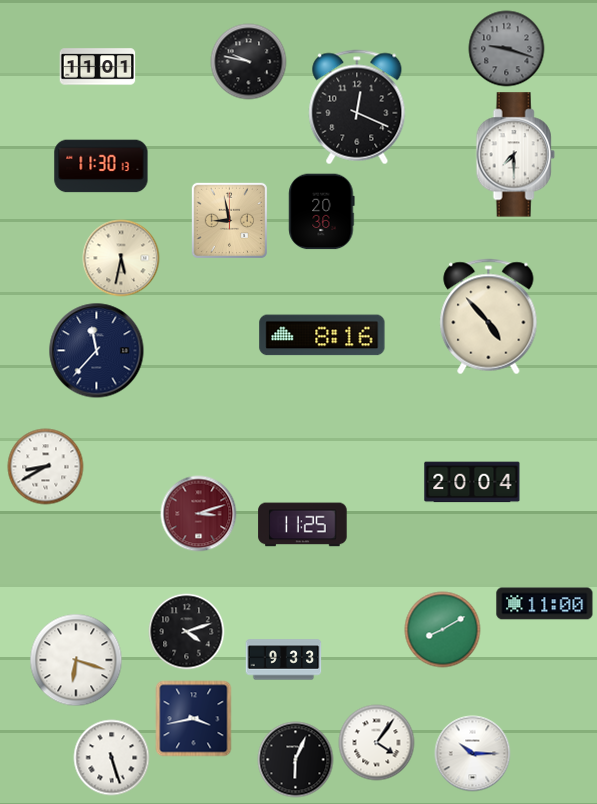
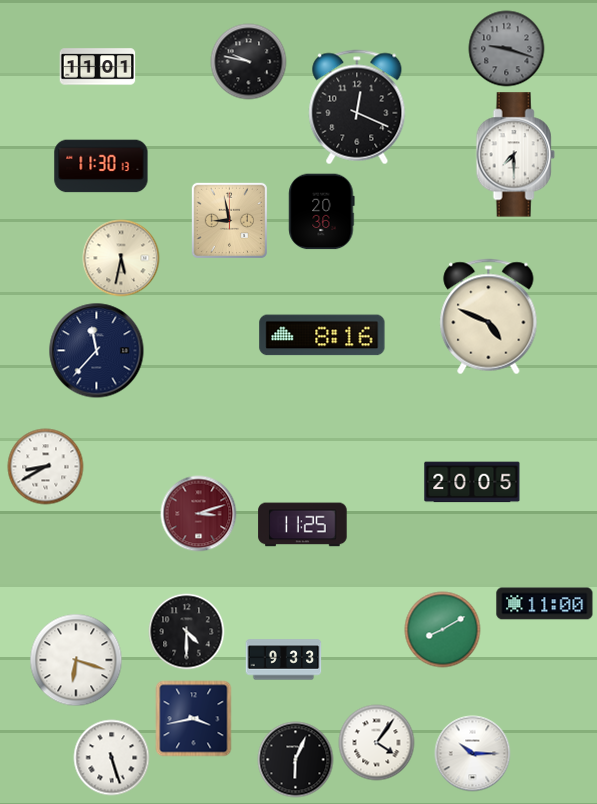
clock at (489, 317): 4:53 -> 4:49
clock at (472, 482): 20:04 -> 20:05
clock at (187, 632): 4:12 -> 4:30
